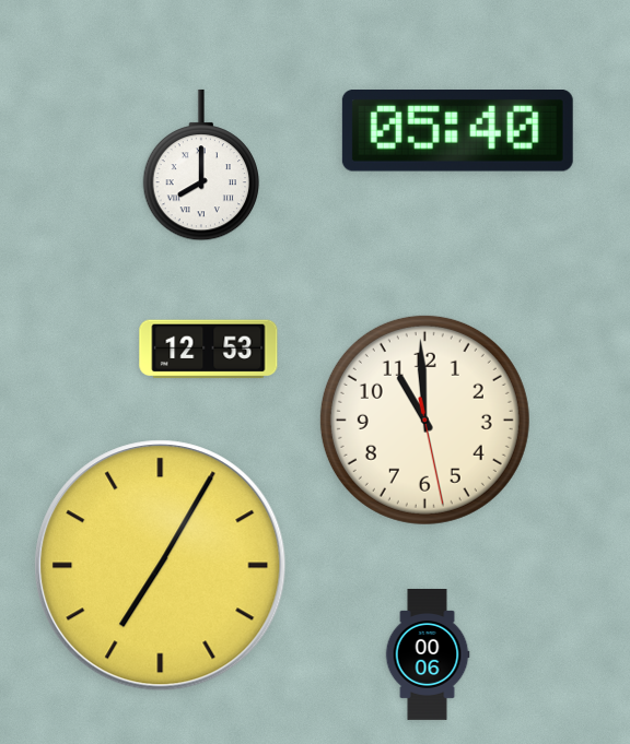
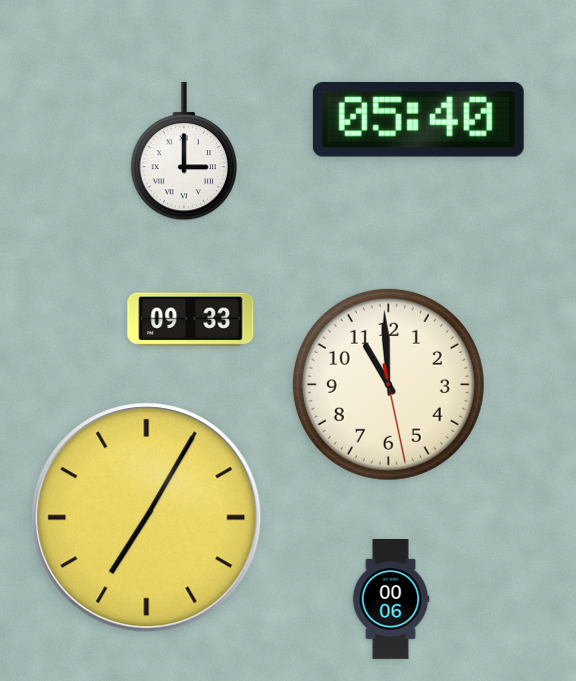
clock at (201, 165): 8:00 -> 3:00
clock at (209, 350): 12:53 -> 09:33
